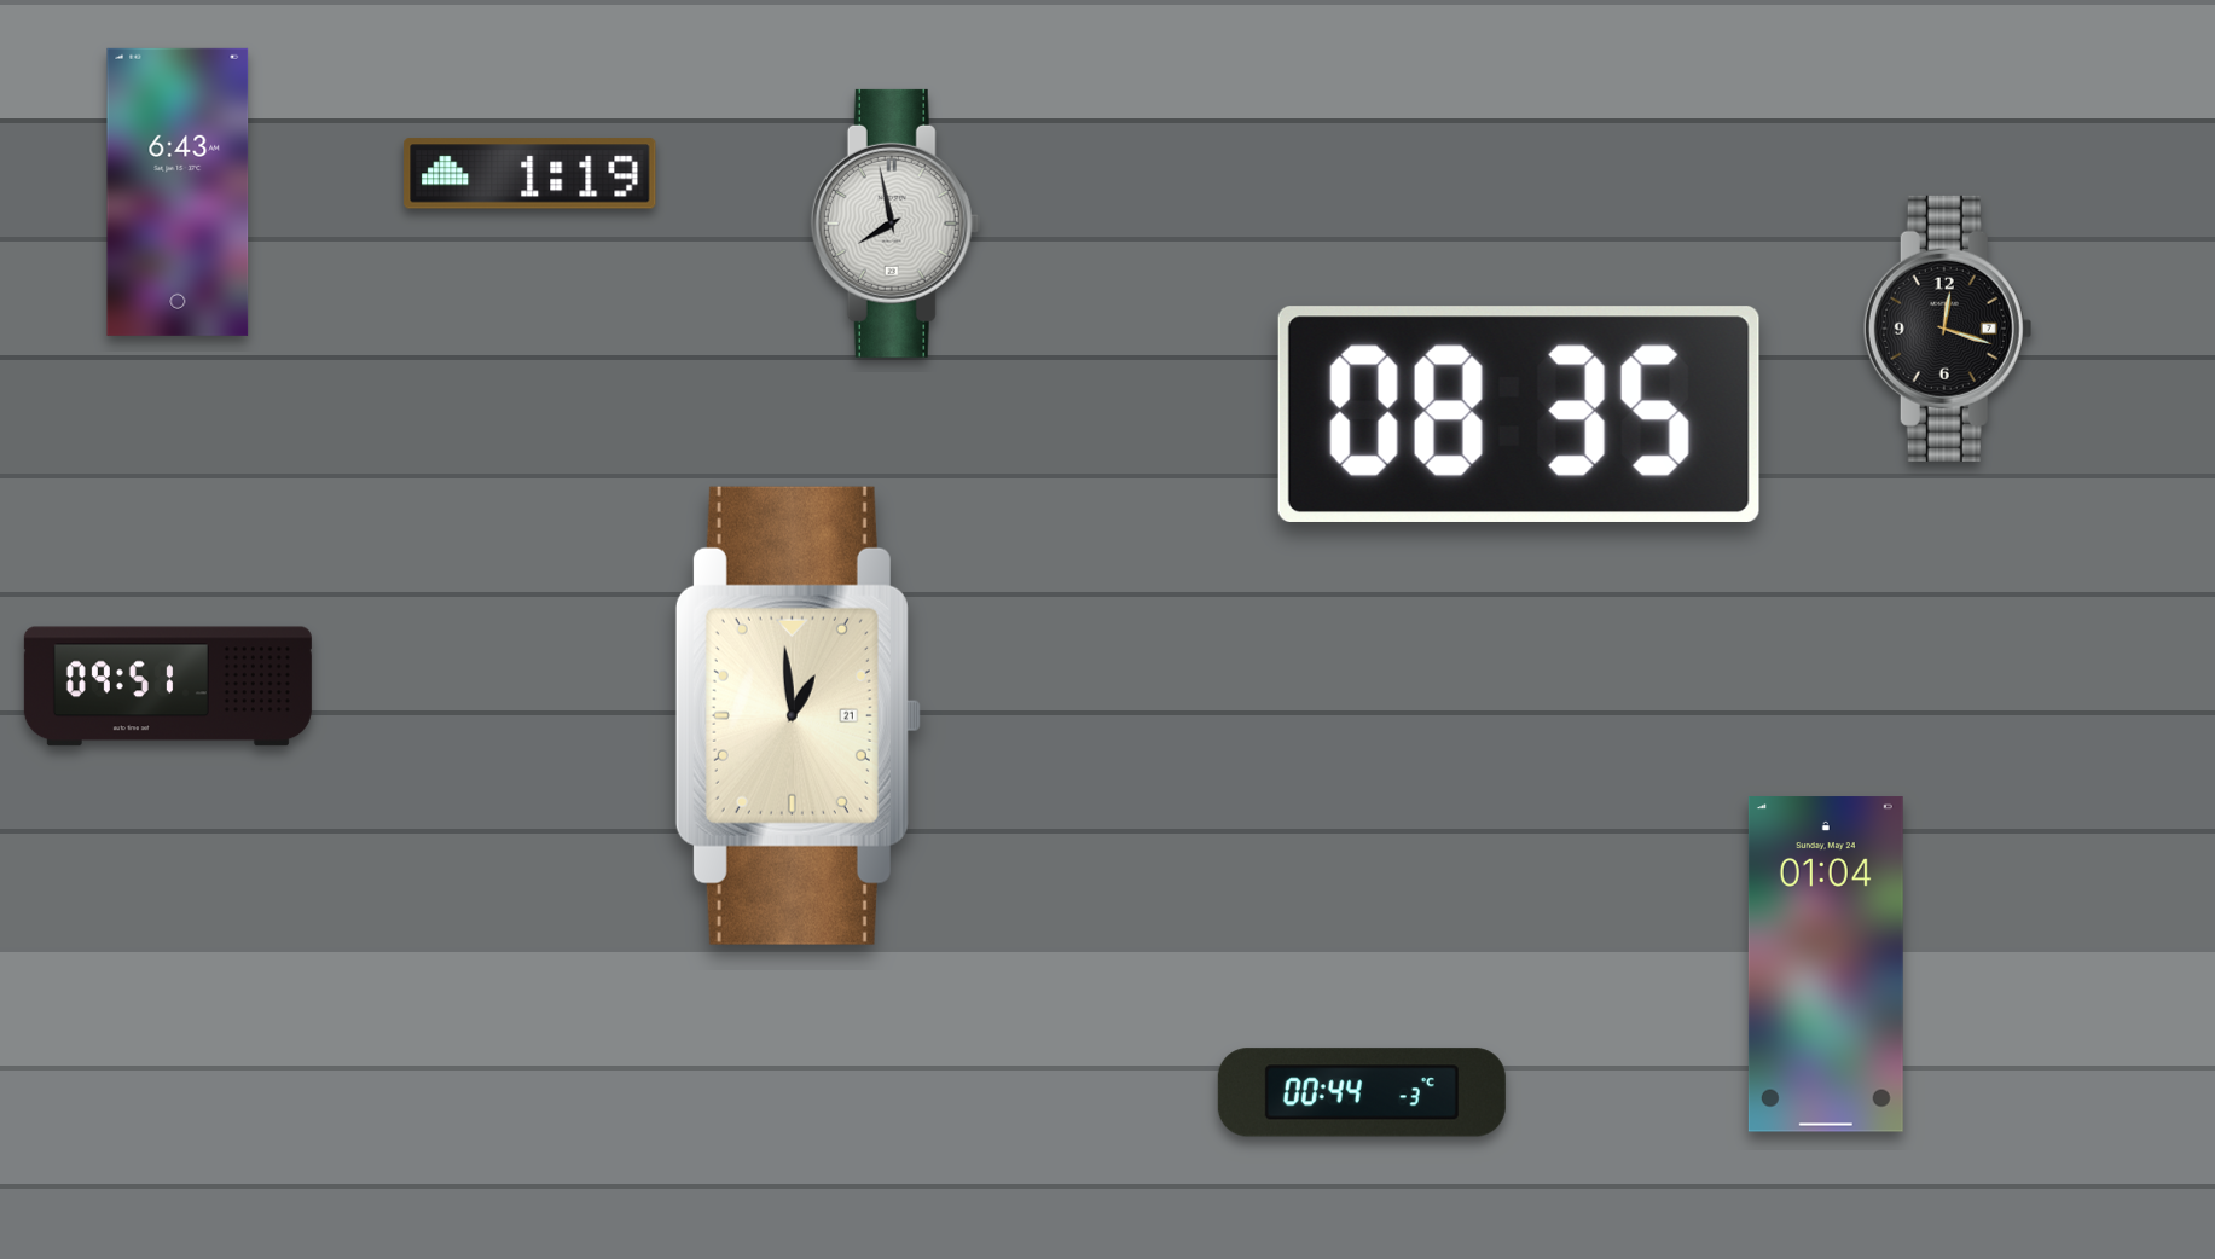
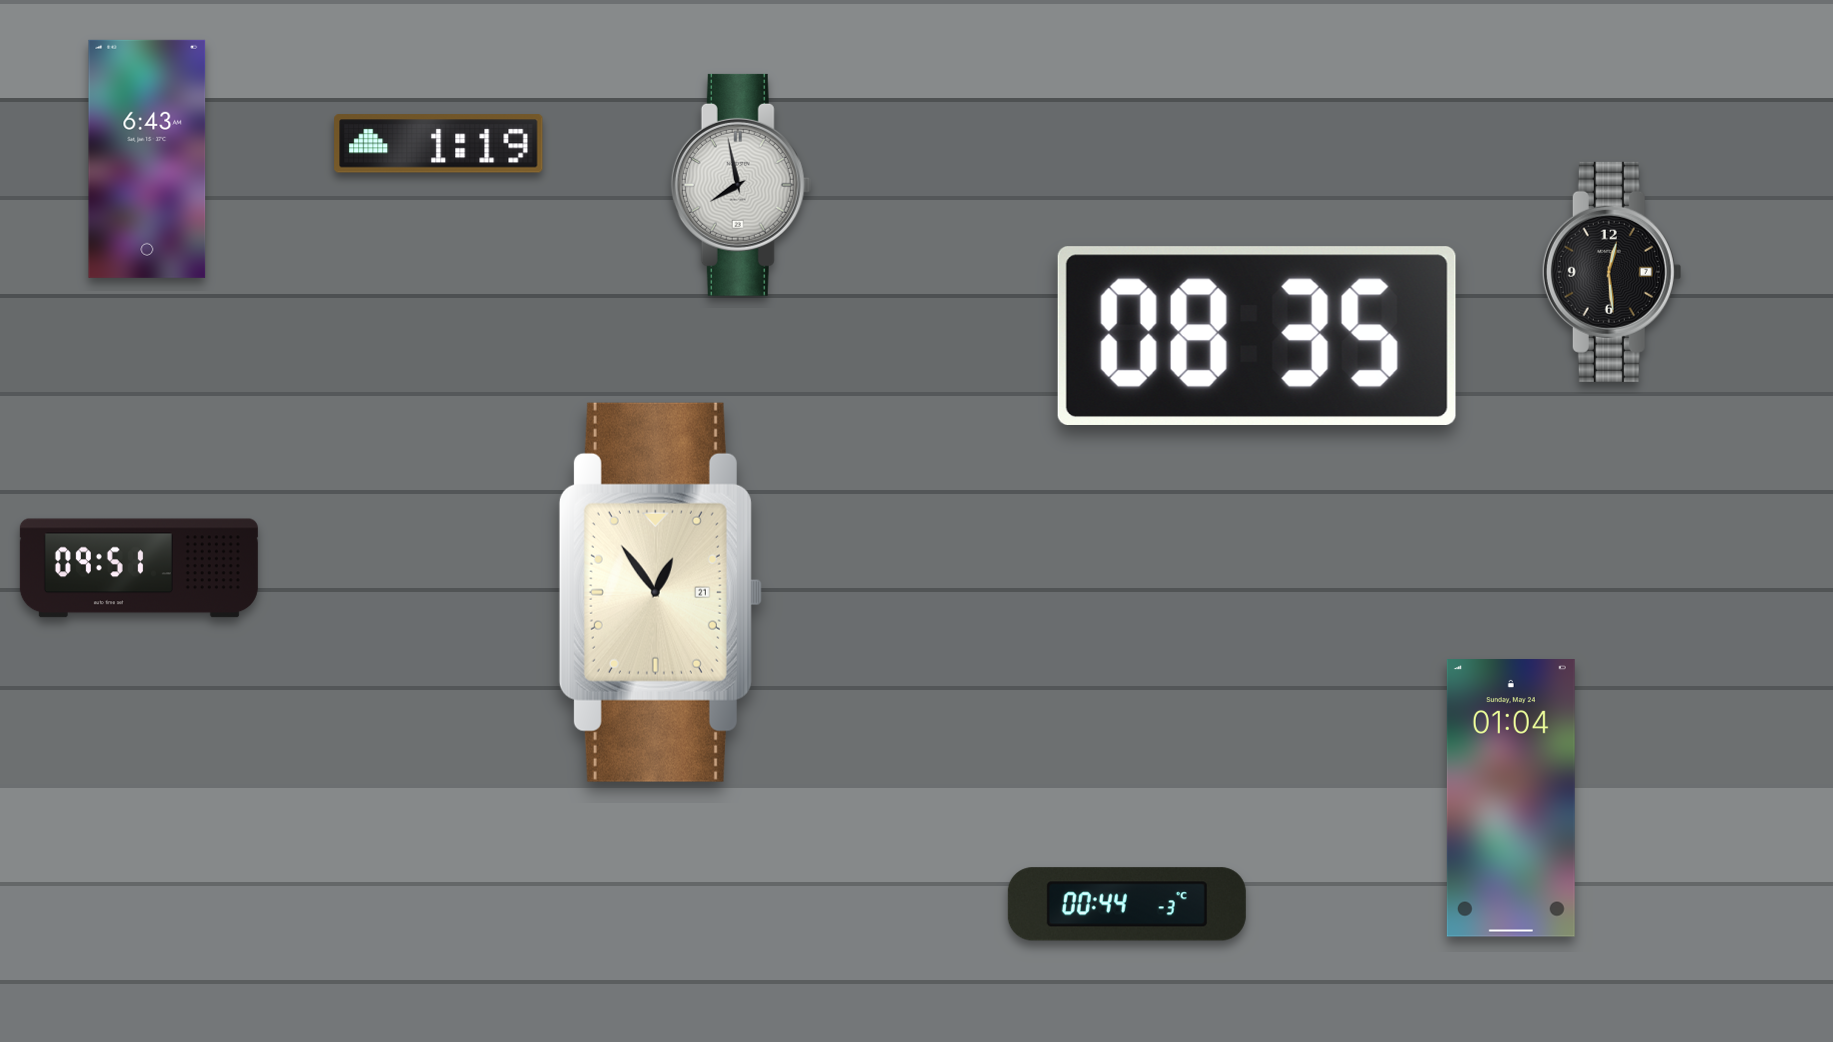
clock at (1948, 329): 12:18 -> 12:29
clock at (1519, 414) position: (1519, 414) -> (1257, 336)
clock at (798, 715): 12:59 -> 12:54
